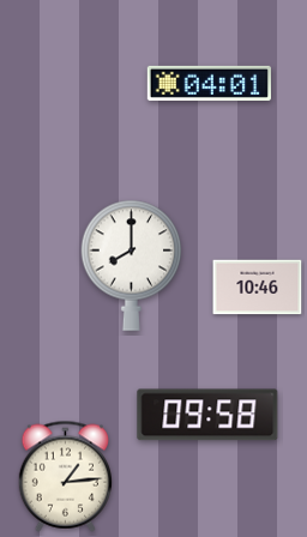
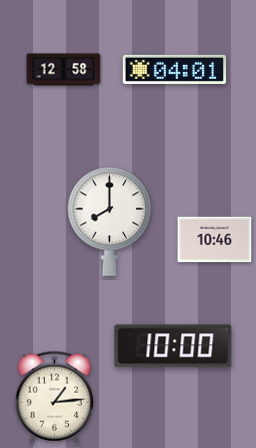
clock at (64, 70): none -> 12:58
clock at (207, 415): 09:58 -> 10:00
